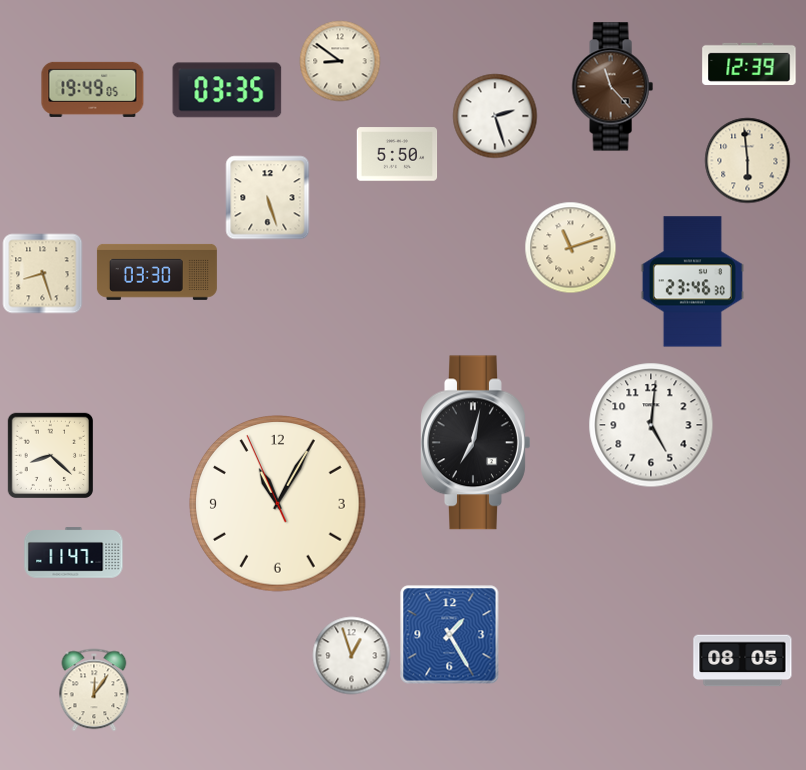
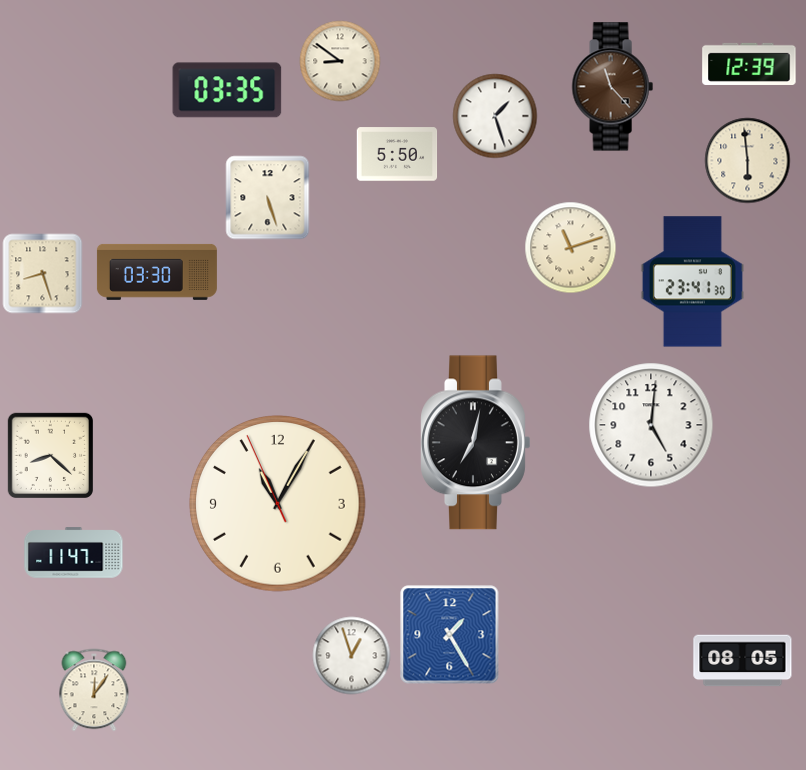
clock at (93, 89): 19:49 -> none
clock at (495, 116): 2:27 -> 1:27
clock at (692, 282): 23:46 -> 23:41
